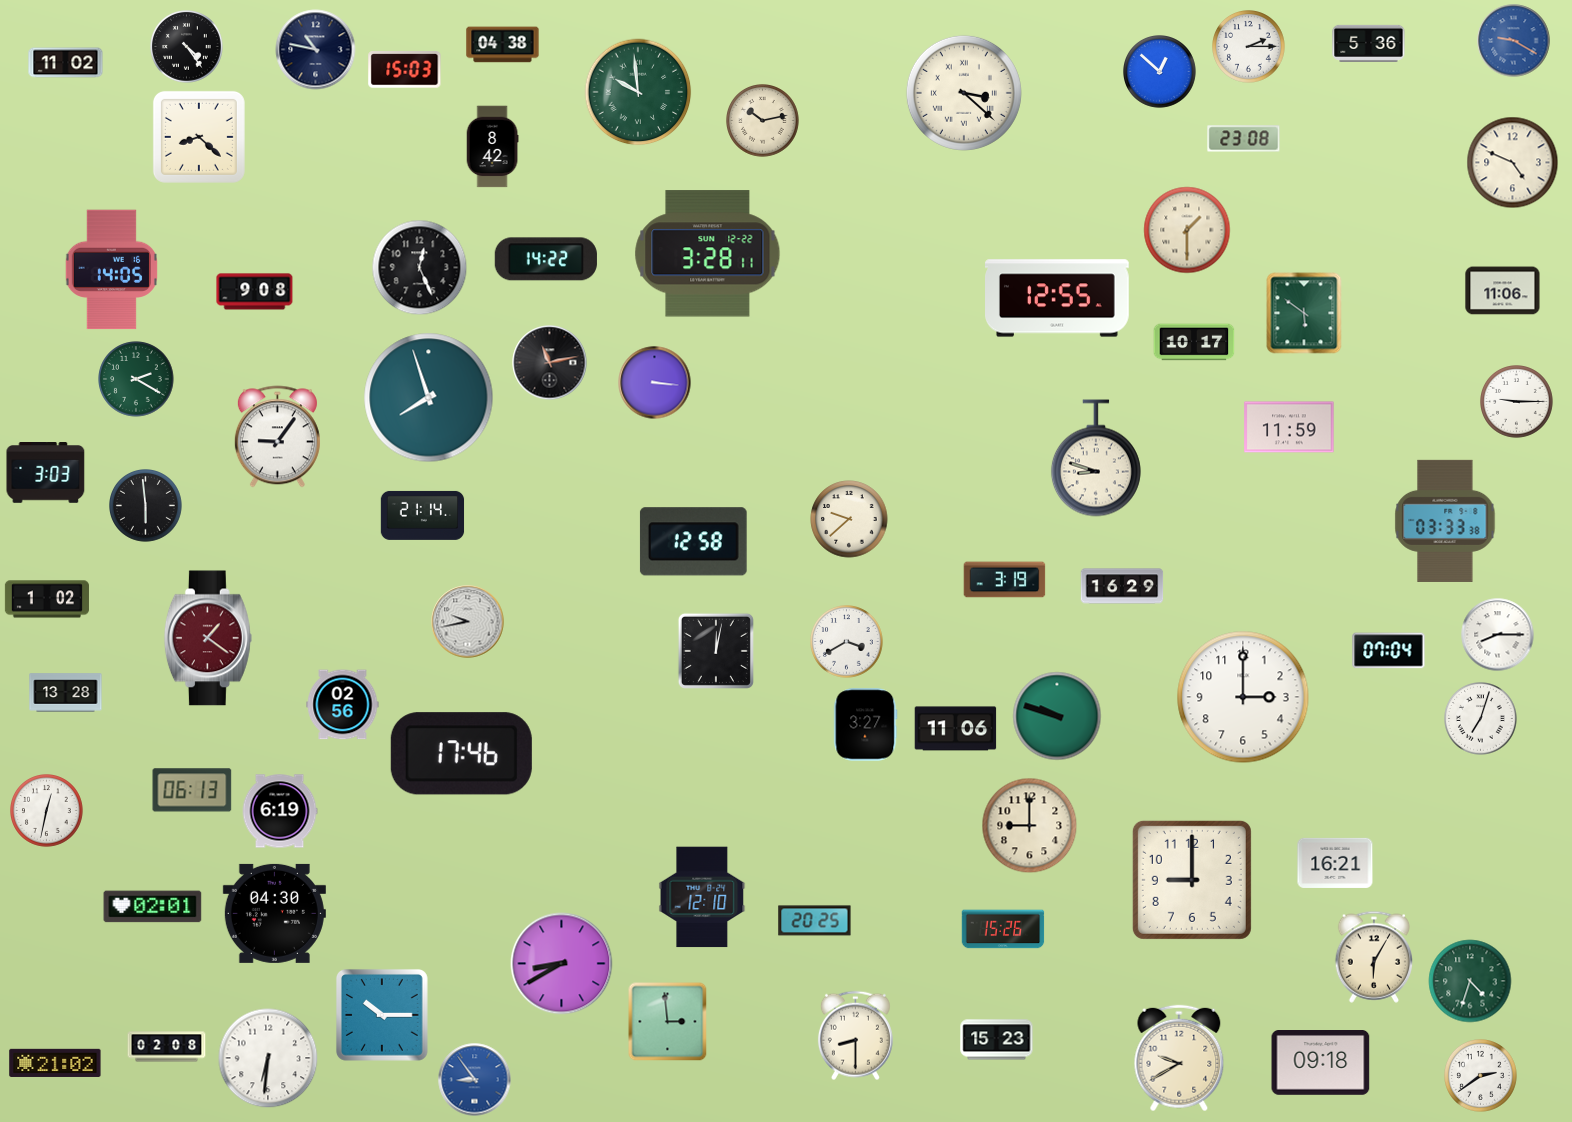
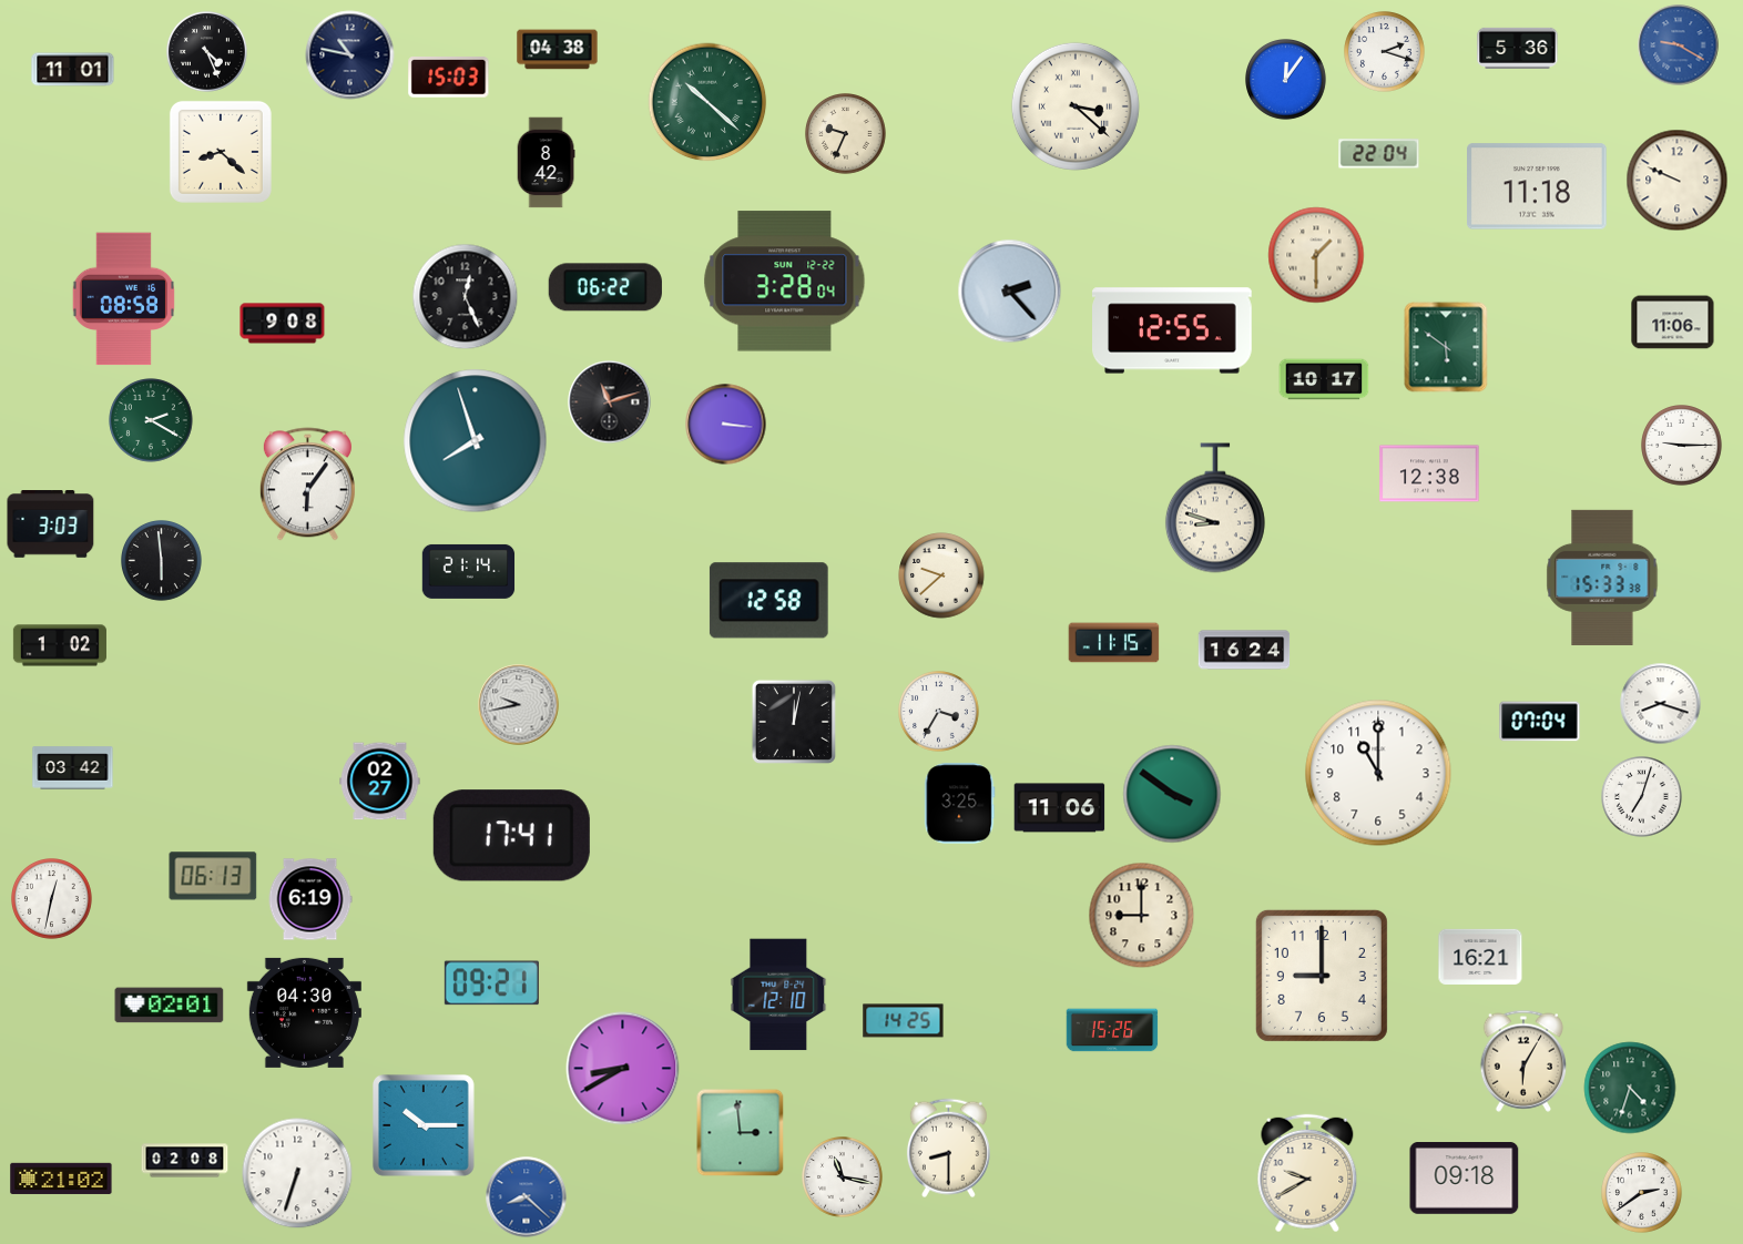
clock at (187, 47): 4:24 -> 4:26
clock at (1249, 47): 2:15 -> 2:18
clock at (66, 63): 11:02 -> 11:01
clock at (1160, 72): 12:52 -> 12:06
clock at (638, 92): 9:59 -> 10:22
clock at (964, 93) position: (964, 93) -> (1076, 106)
clock at (763, 121): 10:13 -> 9:34
clock at (1244, 139): 23:08 -> 22:04
clock at (1513, 163): 4:49 -> 9:49
clock at (1538, 186): none -> 11:18
clock at (708, 254): 3:28:11 -> 3:28:04
clock at (546, 259): 14:22 -> 06:22
clock at (1010, 292): none -> 2:23
clock at (111, 270): 14:05 -> 08:58
clock at (1503, 291) position: (1503, 291) -> (1673, 323)
clock at (550, 363): 11:13 -> 11:12
clock at (1289, 427): 11:59 -> 12:38
clock at (277, 437): 9:06 -> 6:06
clock at (1445, 521): 03:33 -> 15:33
clock at (1005, 580): 3:19 -> 11:15
clock at (1122, 586): 16:29 -> 16:24
clock at (47, 599) position: (47, 599) -> (60, 645)
clock at (468, 622) position: (468, 622) -> (519, 705)
clock at (1498, 635): 8:15 -> 8:18
clock at (208, 638): 1:21 -> none
clock at (847, 642): 3:40 -> 3:35
clock at (66, 693): 13:28 -> 03:42
clock at (1243, 697): 3:00 -> 11:00
clock at (343, 705): 02:56 -> 02:27
clock at (1057, 716): 9:48 -> 3:51
clock at (866, 725): 3:27 -> 3:25
clock at (461, 754): 17:46 -> 17:41
clock at (491, 983): none -> 09:21
clock at (815, 921): 20:25 -> 14:25
clock at (997, 1040): 15:23 -> none
clock at (268, 1058): 6:31 -> 6:33
clock at (843, 1177): none -> 11:17
clock at (475, 1080): 8:54 -> 8:22
